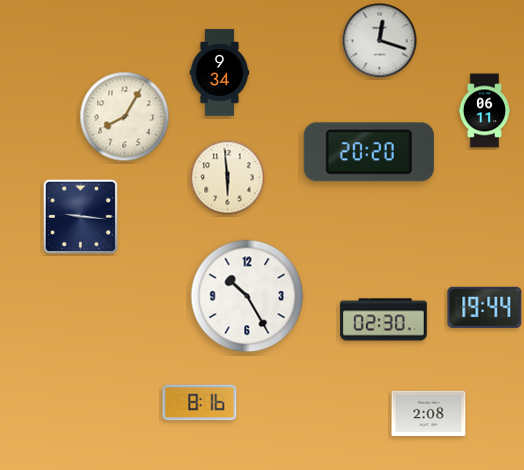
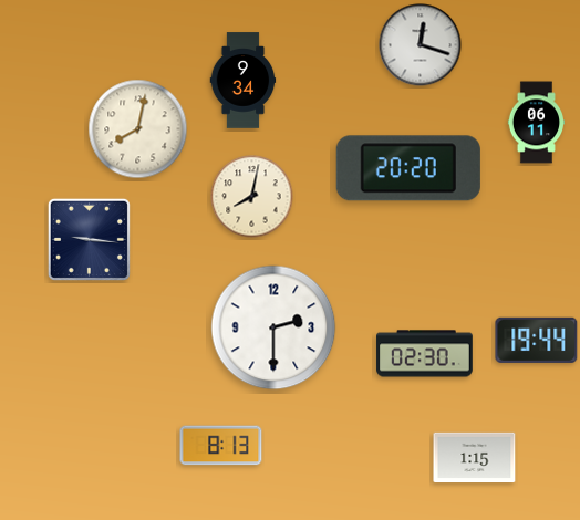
clock at (125, 117): 8:05 -> 8:02
clock at (228, 178): 5:59 -> 8:02
clock at (247, 296): 10:25 -> 2:30
clock at (200, 403): 8:16 -> 8:13
clock at (429, 414): 2:08 -> 1:15
